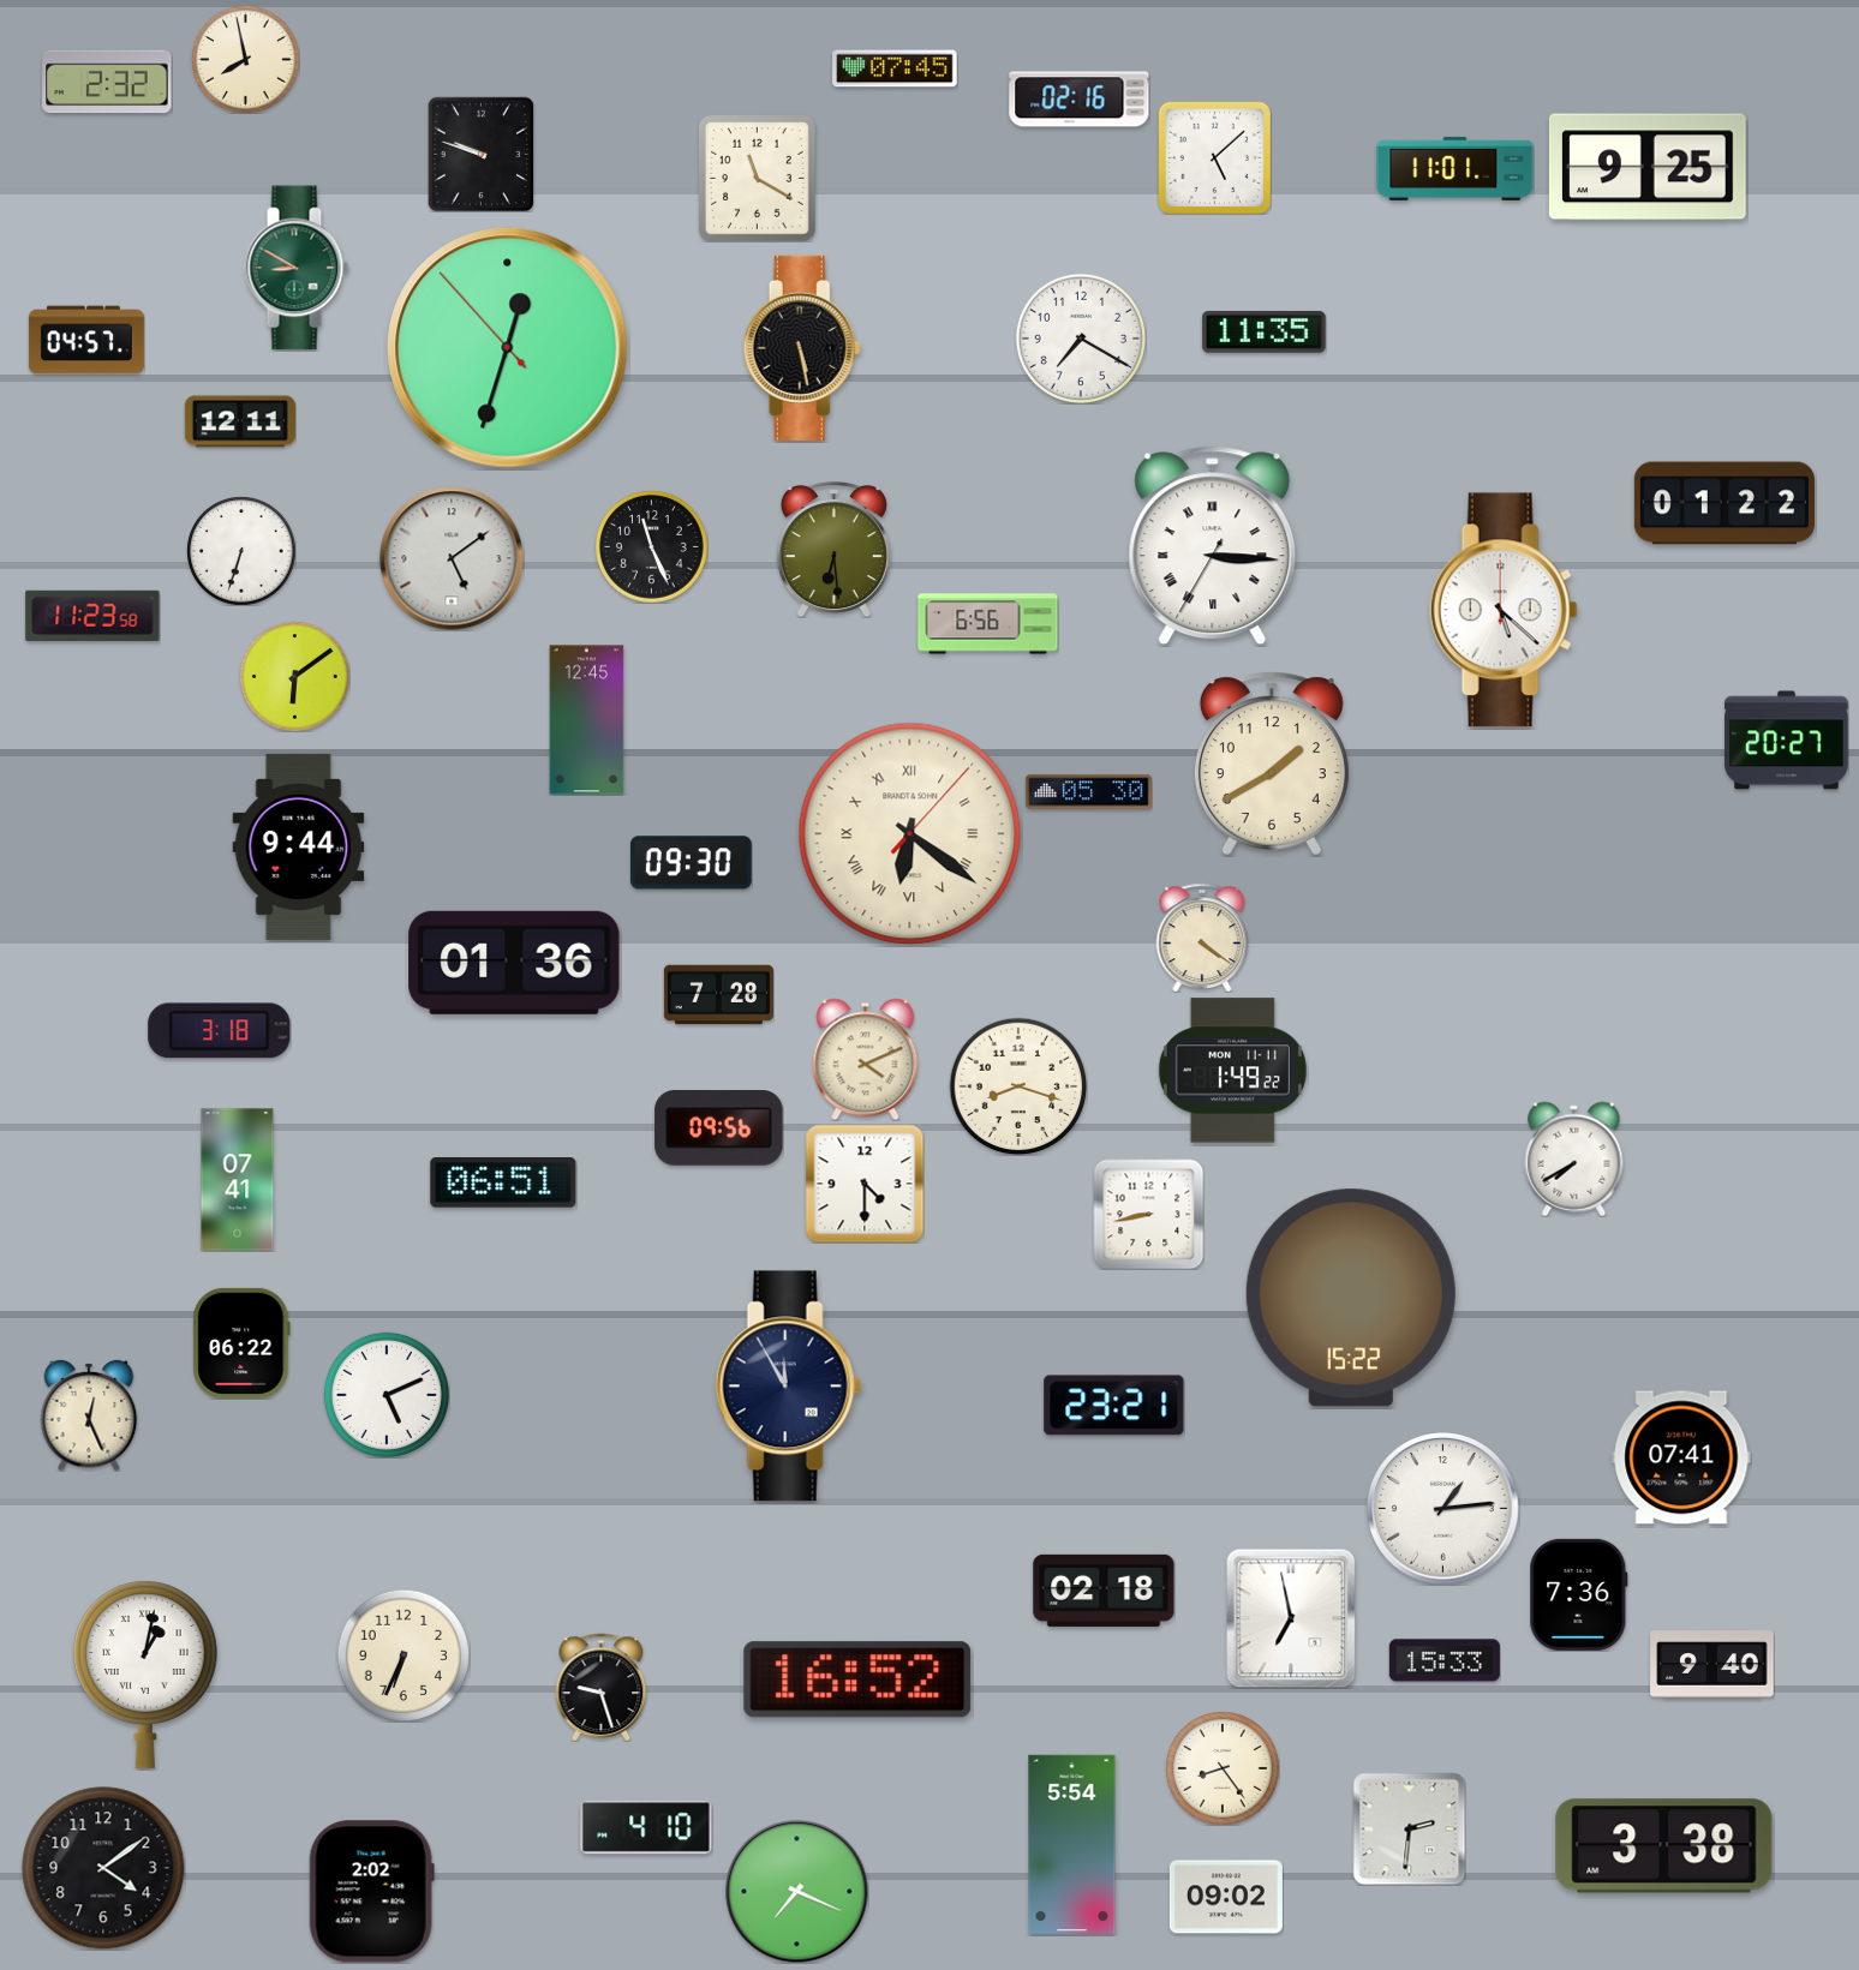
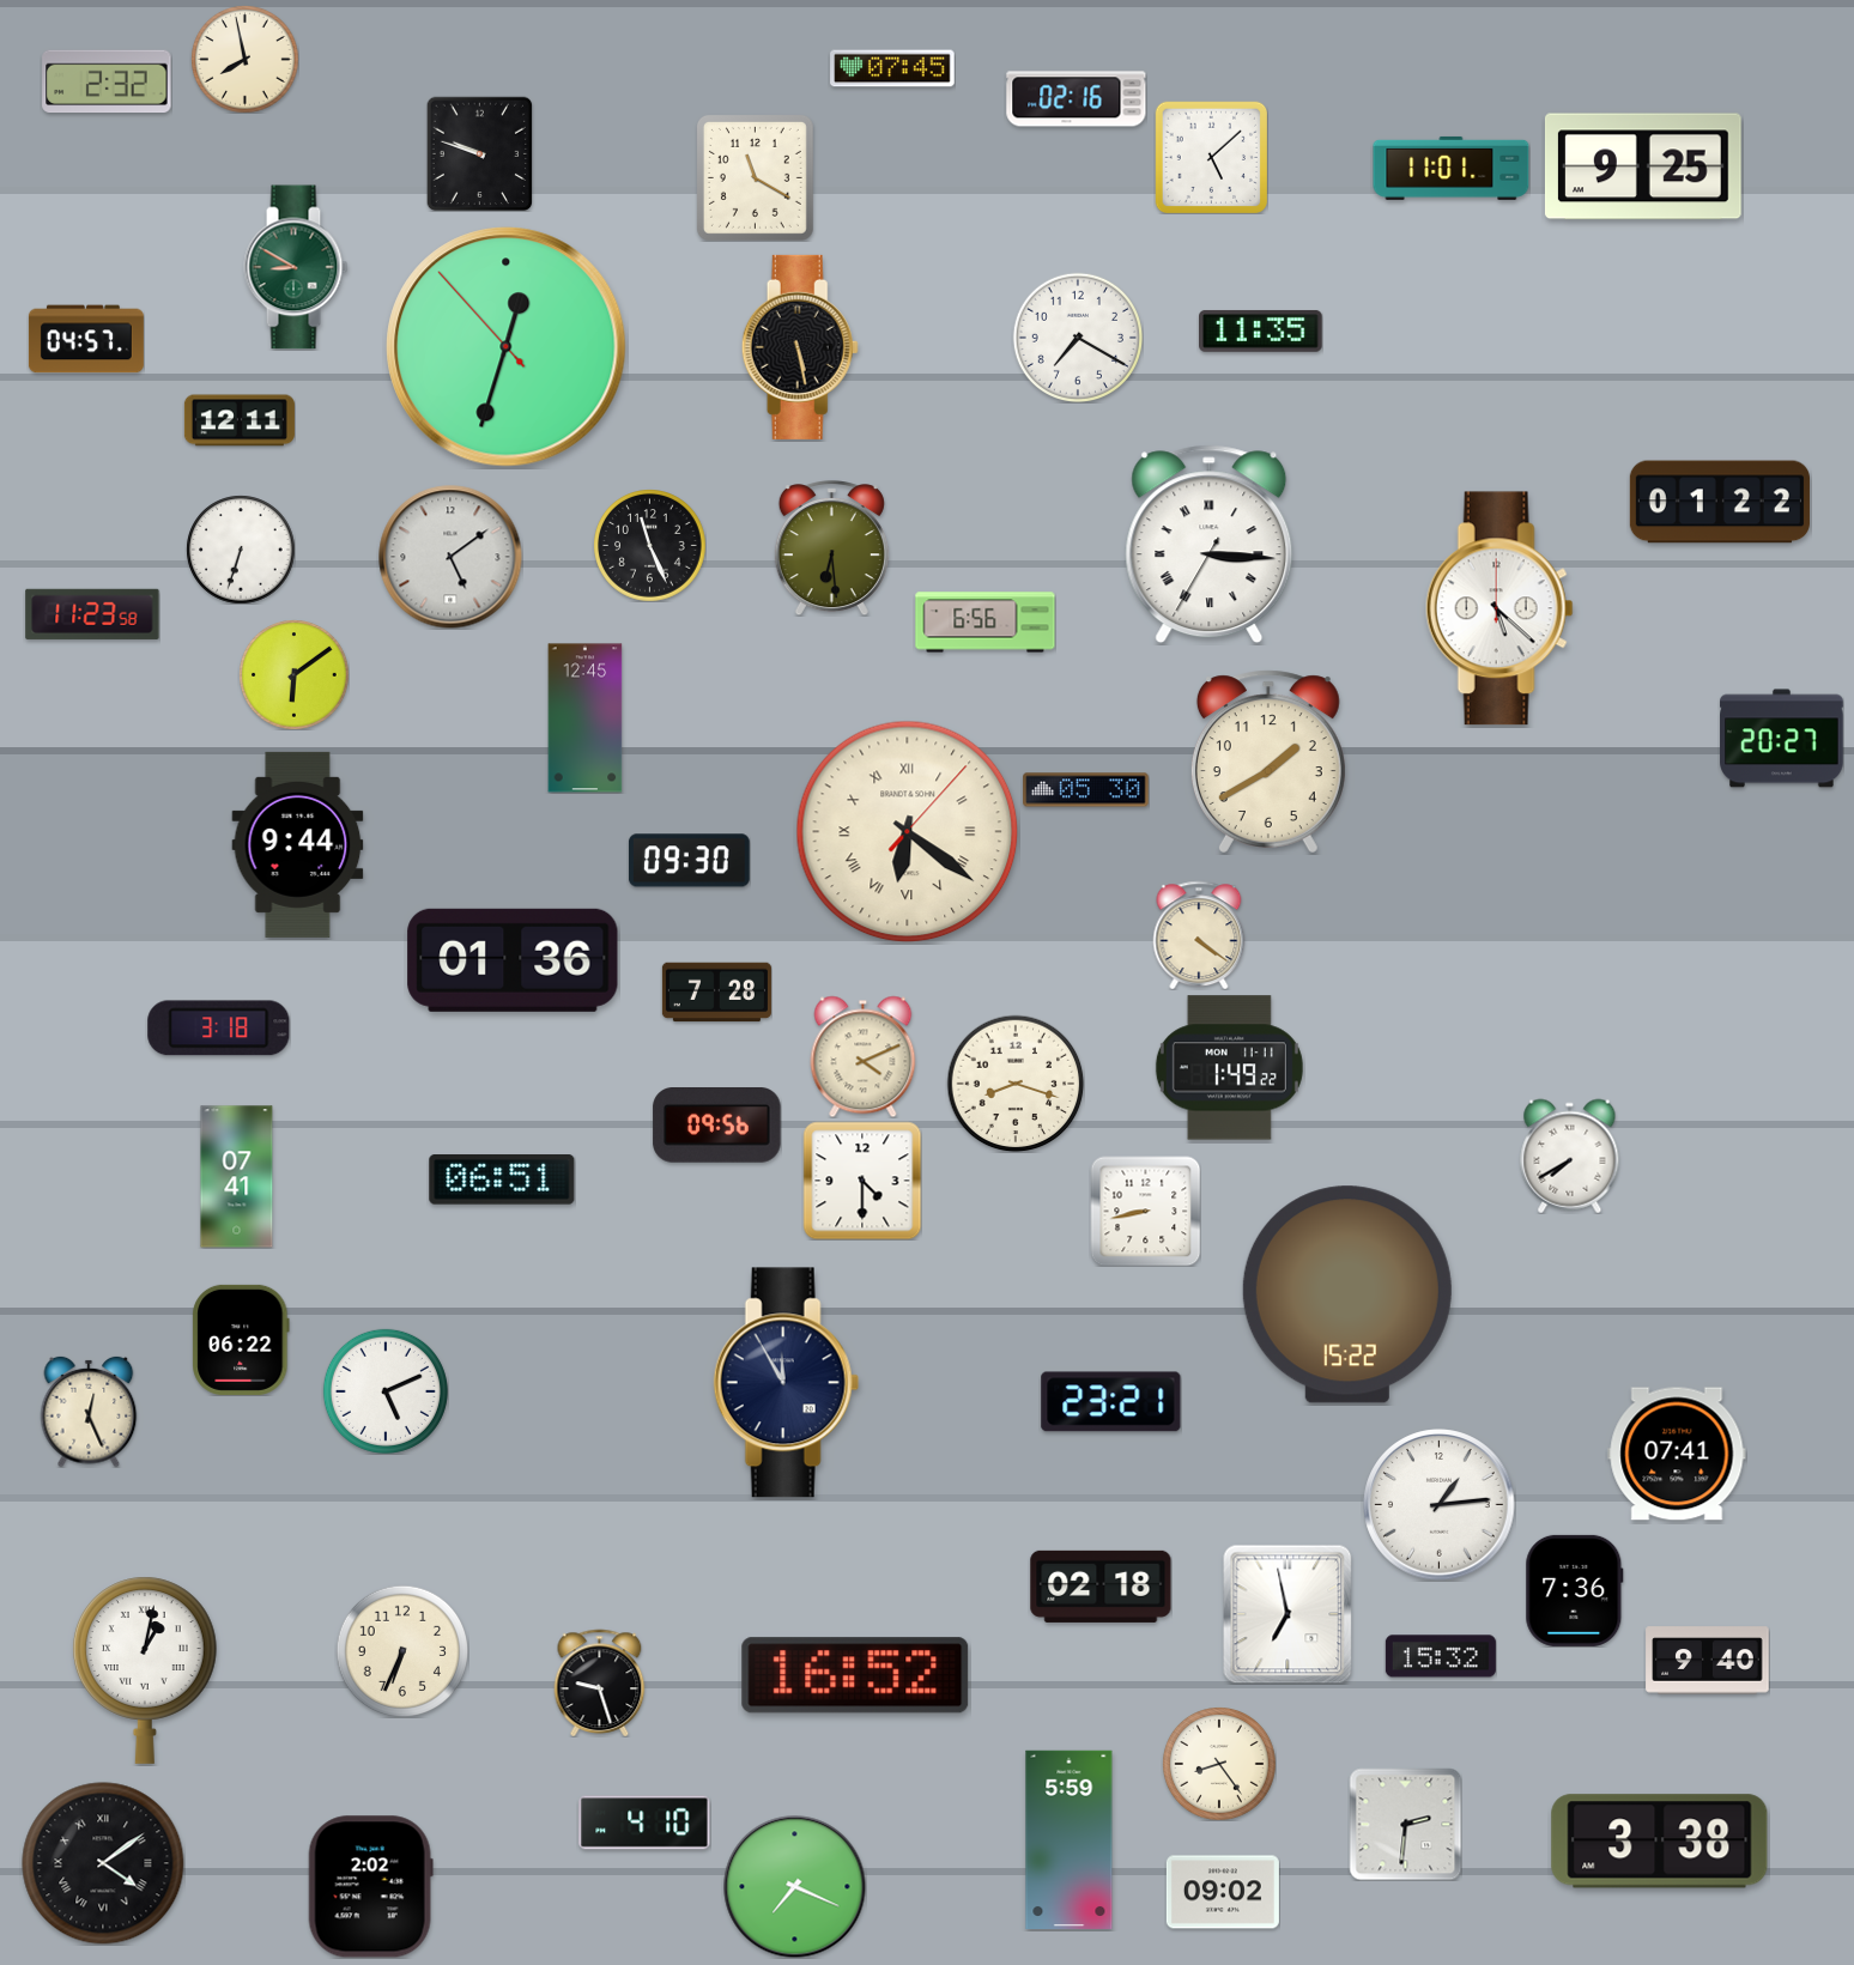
clock at (1445, 1660): 15:33 -> 15:32
clock at (1072, 1844): 5:54 -> 5:59
clock at (103, 1868) numerals: Arabic -> Roman
